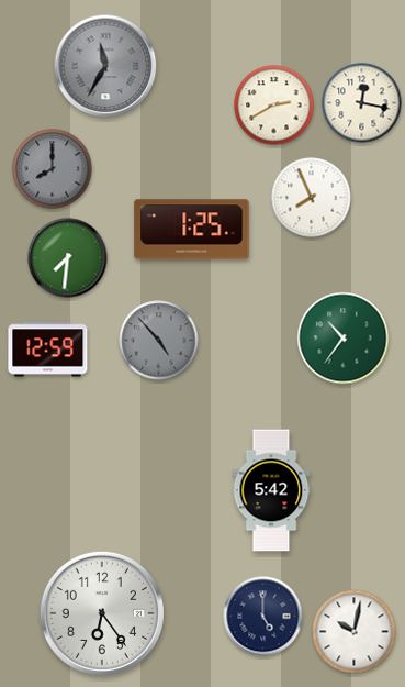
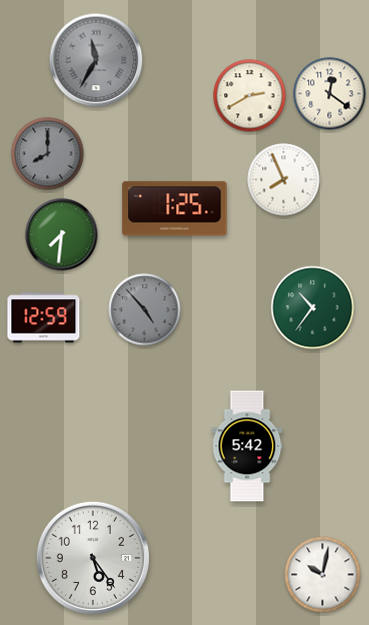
clock at (362, 103): 12:17 -> 12:21
clock at (102, 613): 6:24 -> 5:24
clock at (263, 617): 5:00 -> none
